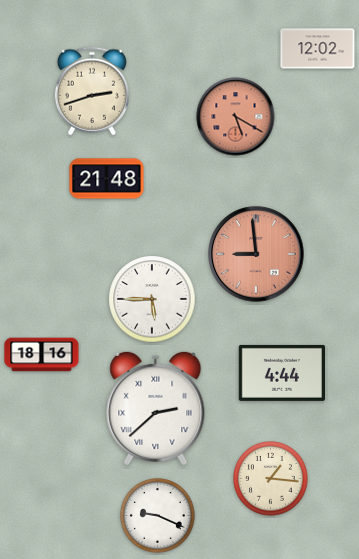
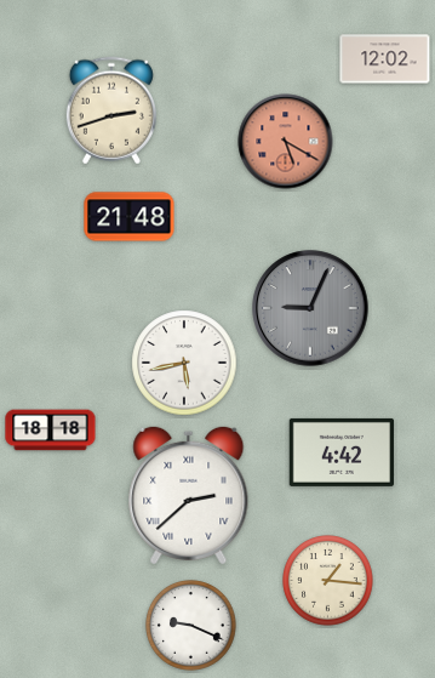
clock at (256, 254): 8:59 -> 9:04
clock at (256, 254) dial: salmon -> grey
clock at (152, 299): 5:45 -> 5:43
clock at (42, 355): 18:16 -> 18:18
clock at (281, 373): 4:44 -> 4:42
